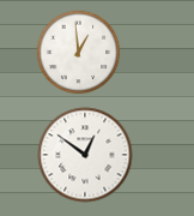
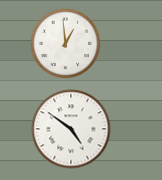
clock at (85, 155): 12:51 -> 4:51
